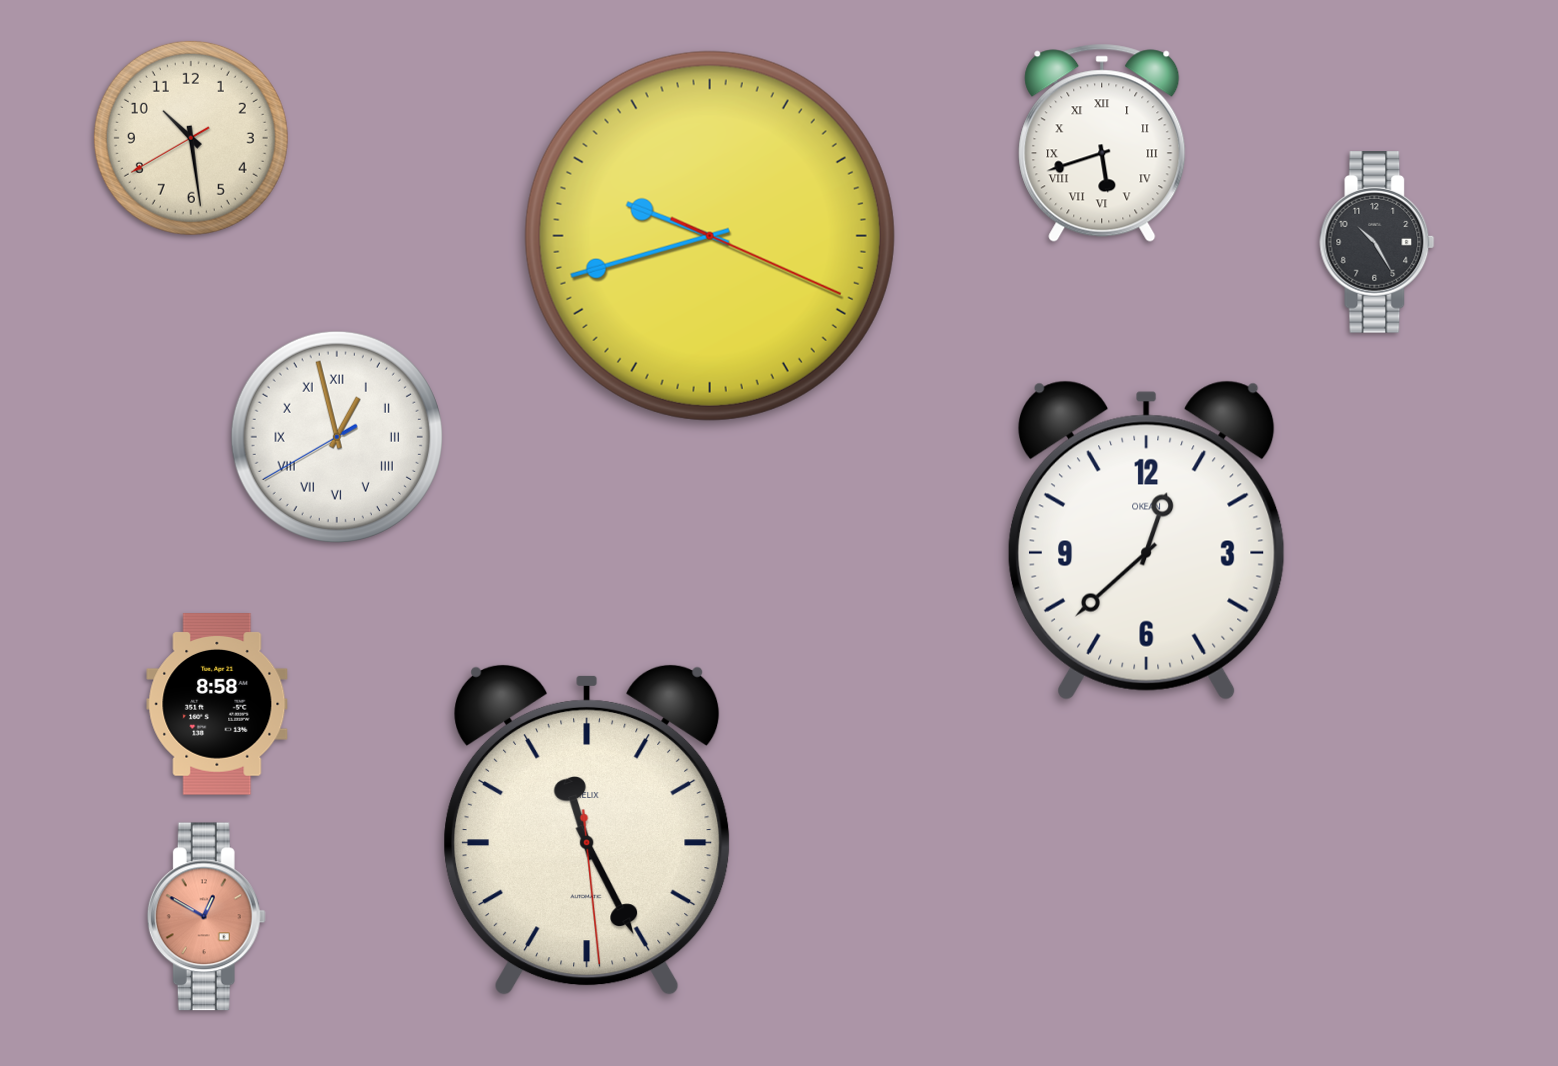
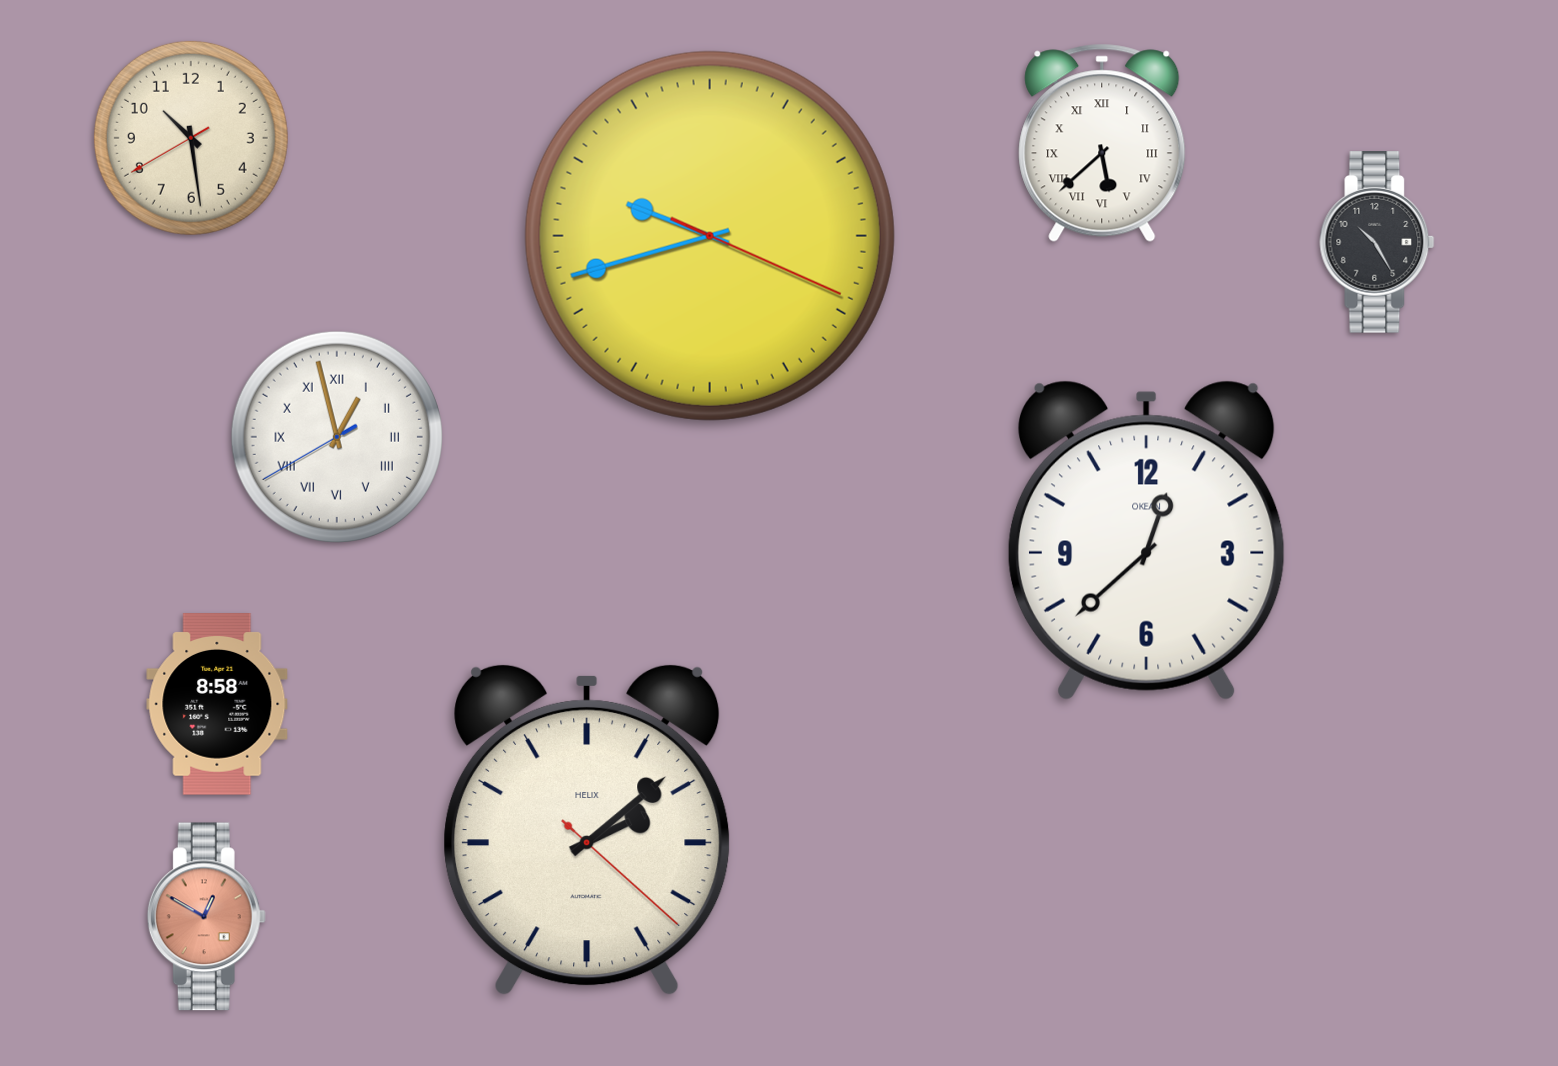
clock at (1102, 143): 5:42 -> 5:38
clock at (587, 830): 11:25 -> 2:08
